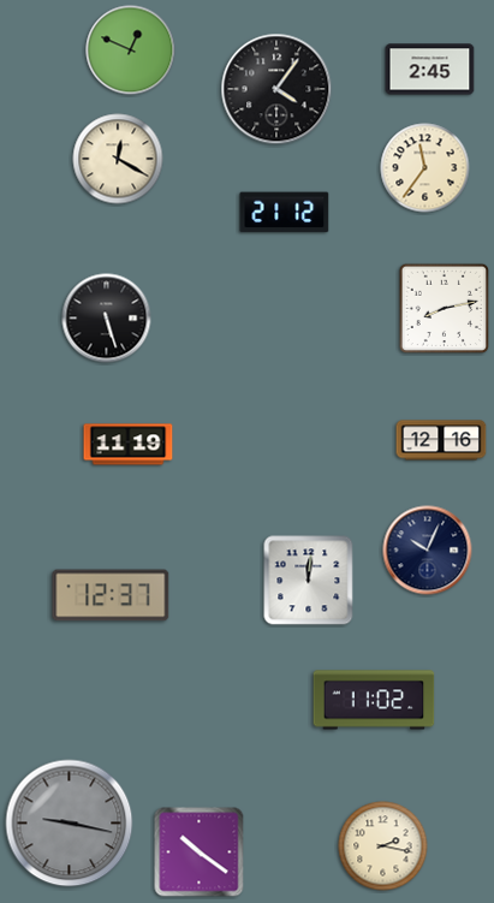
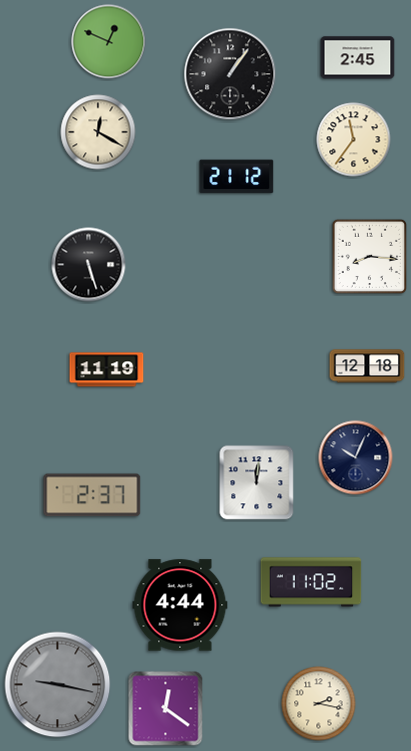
clock at (276, 89): 4:06 -> 1:06
clock at (445, 309): 8:13 -> 8:16
clock at (441, 440): 12:16 -> 12:18
clock at (111, 595): 12:37 -> 2:37
clock at (180, 605): none -> 4:44
clock at (200, 852): 10:21 -> 12:21
